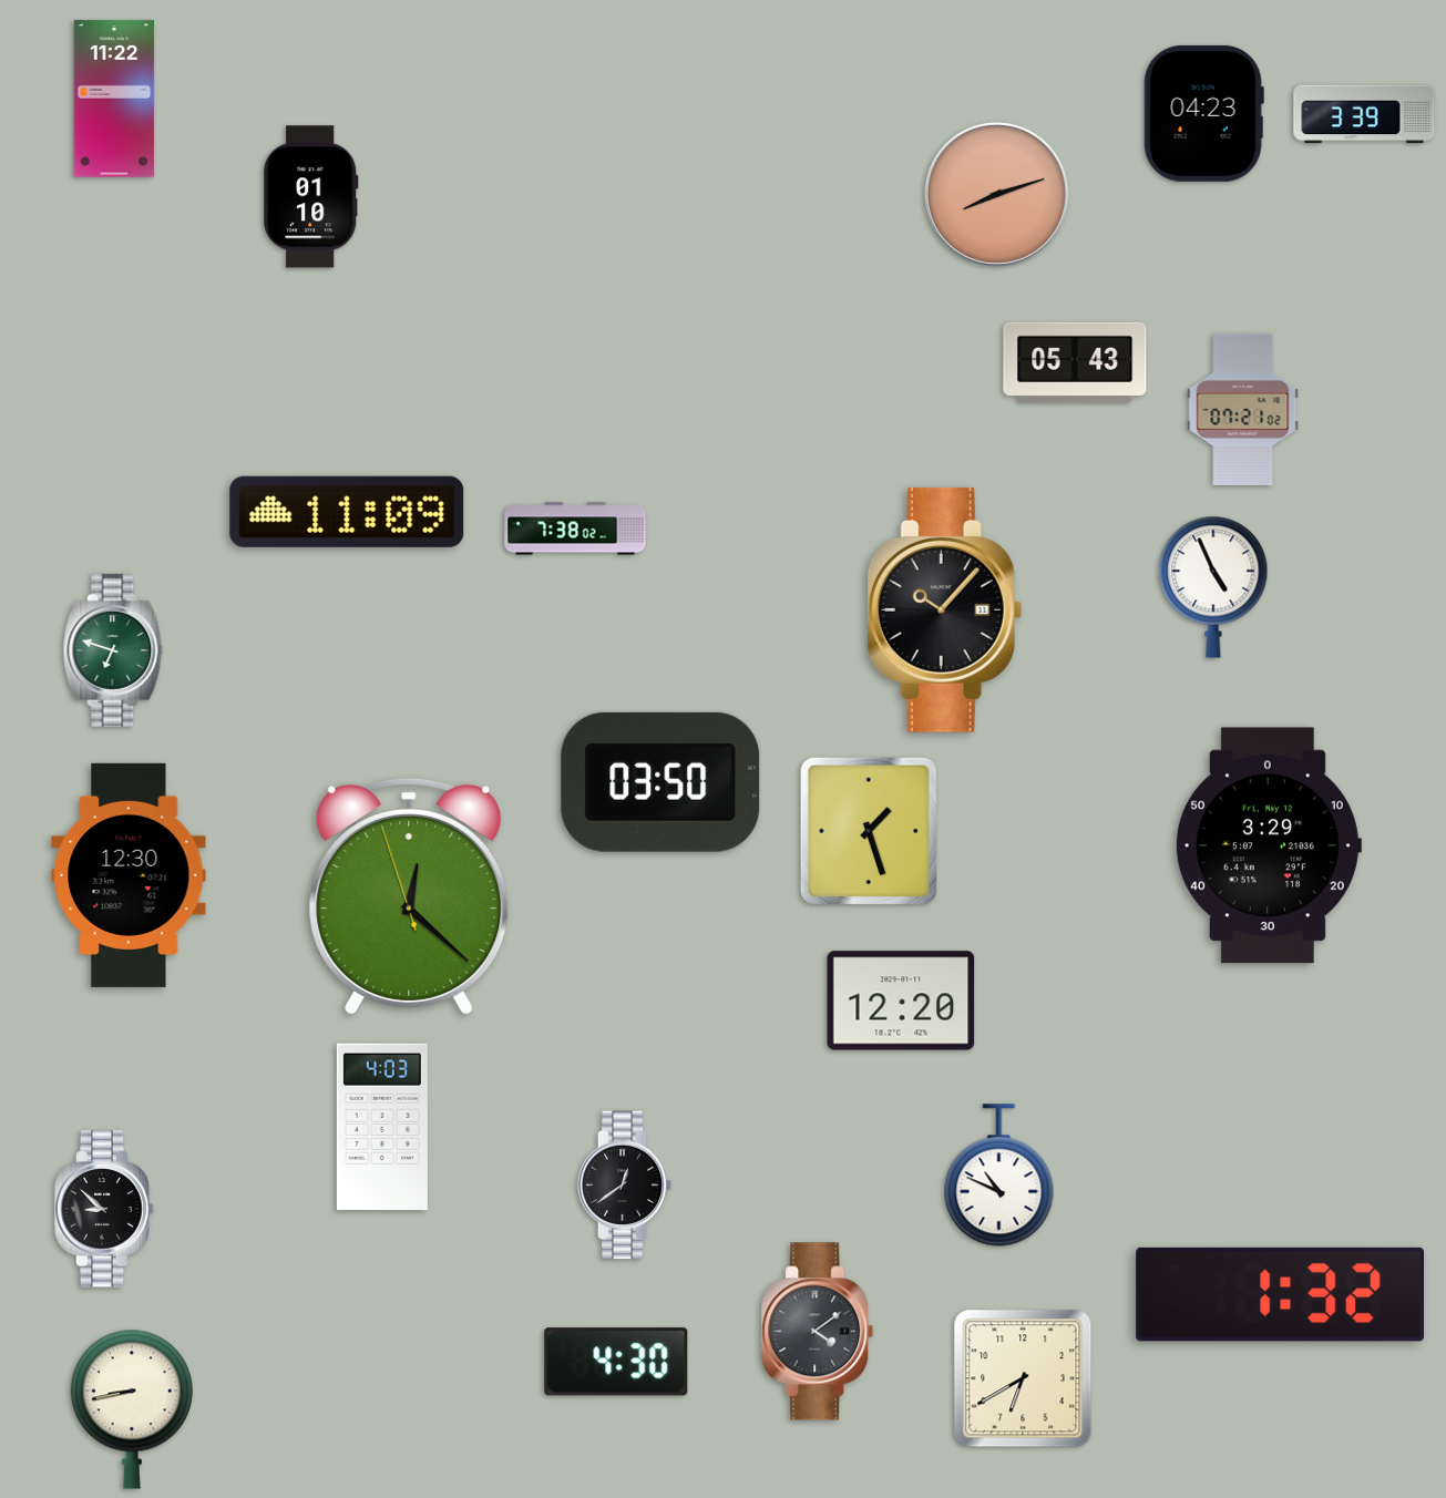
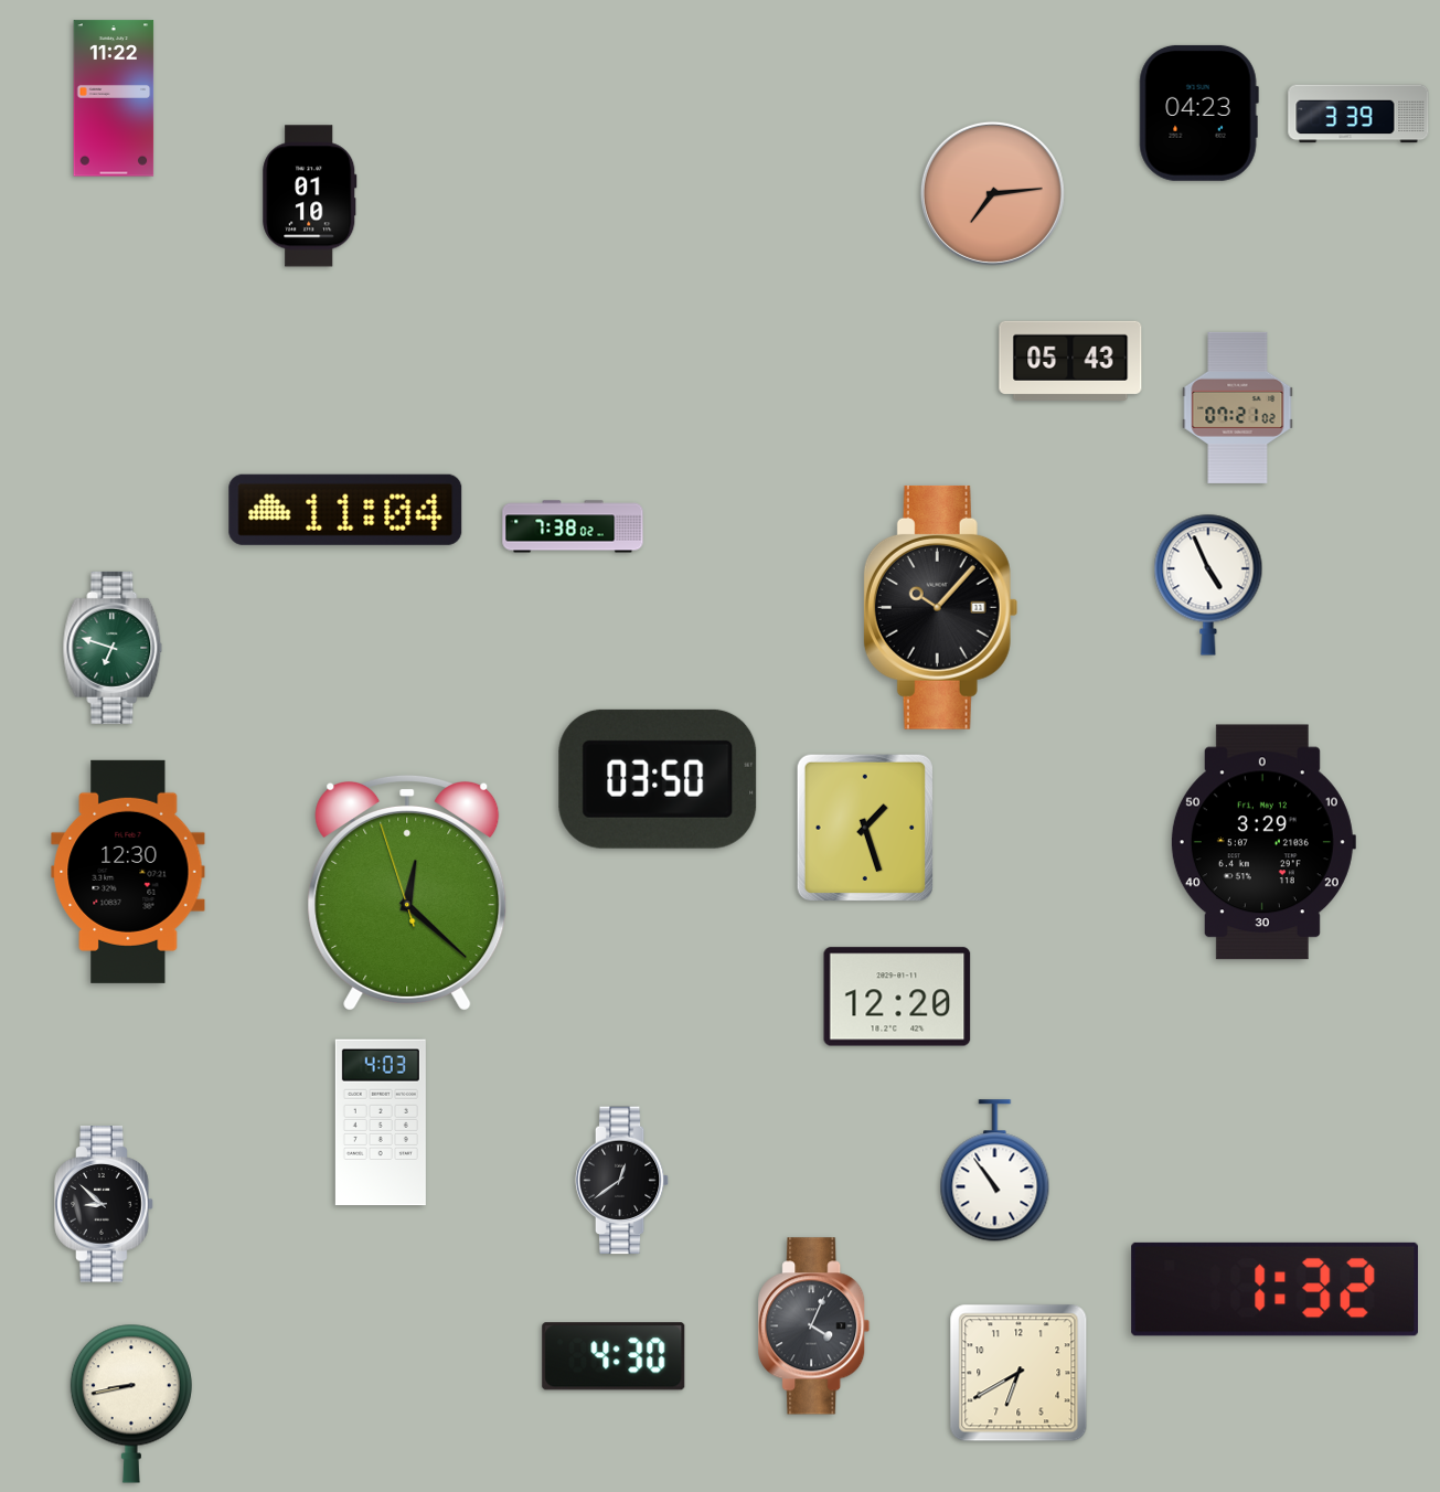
clock at (996, 194): 8:12 -> 7:14
clock at (347, 512): 11:09 -> 11:04
clock at (999, 1176): 10:49 -> 10:54
clock at (818, 1332): 4:09 -> 4:04
